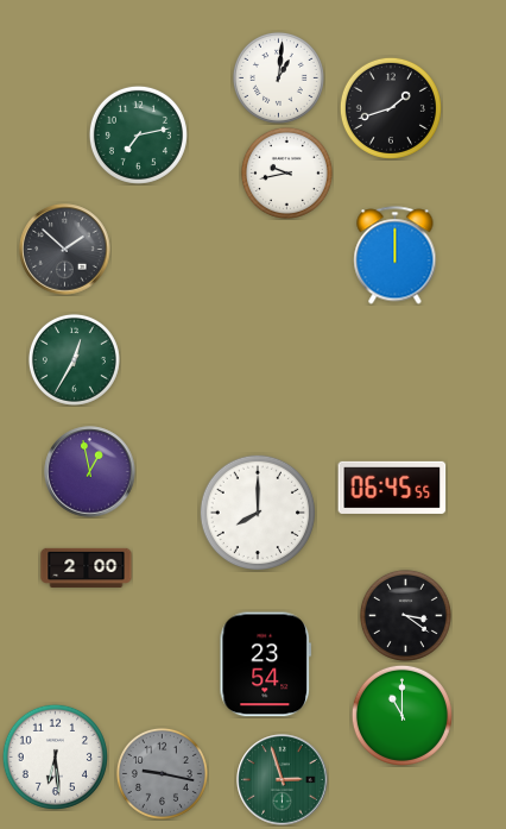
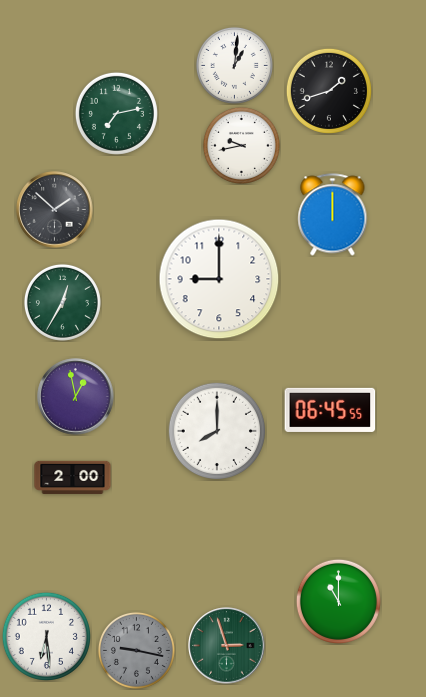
clock at (219, 279): none -> 9:00
clock at (405, 615): 3:21 -> none
clock at (266, 665): 23:54 -> none
clock at (283, 780) position: (283, 780) -> (227, 646)
